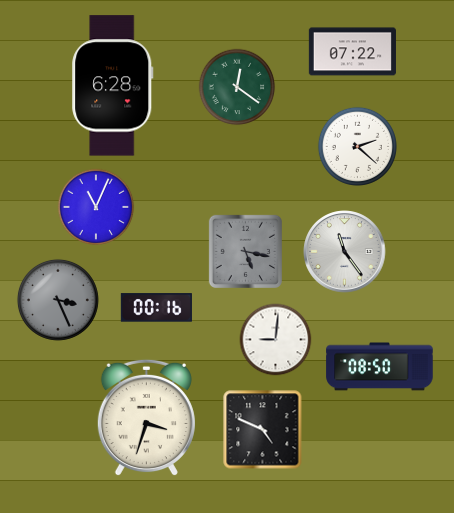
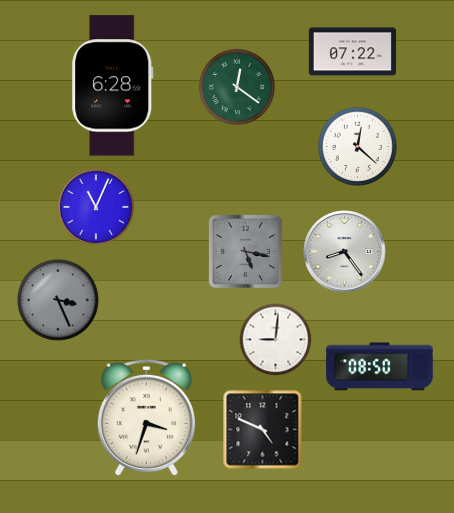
clock at (357, 146): 2:22 -> 12:22
clock at (345, 252): 11:24 -> 8:24
clock at (156, 308): 00:16 -> none
